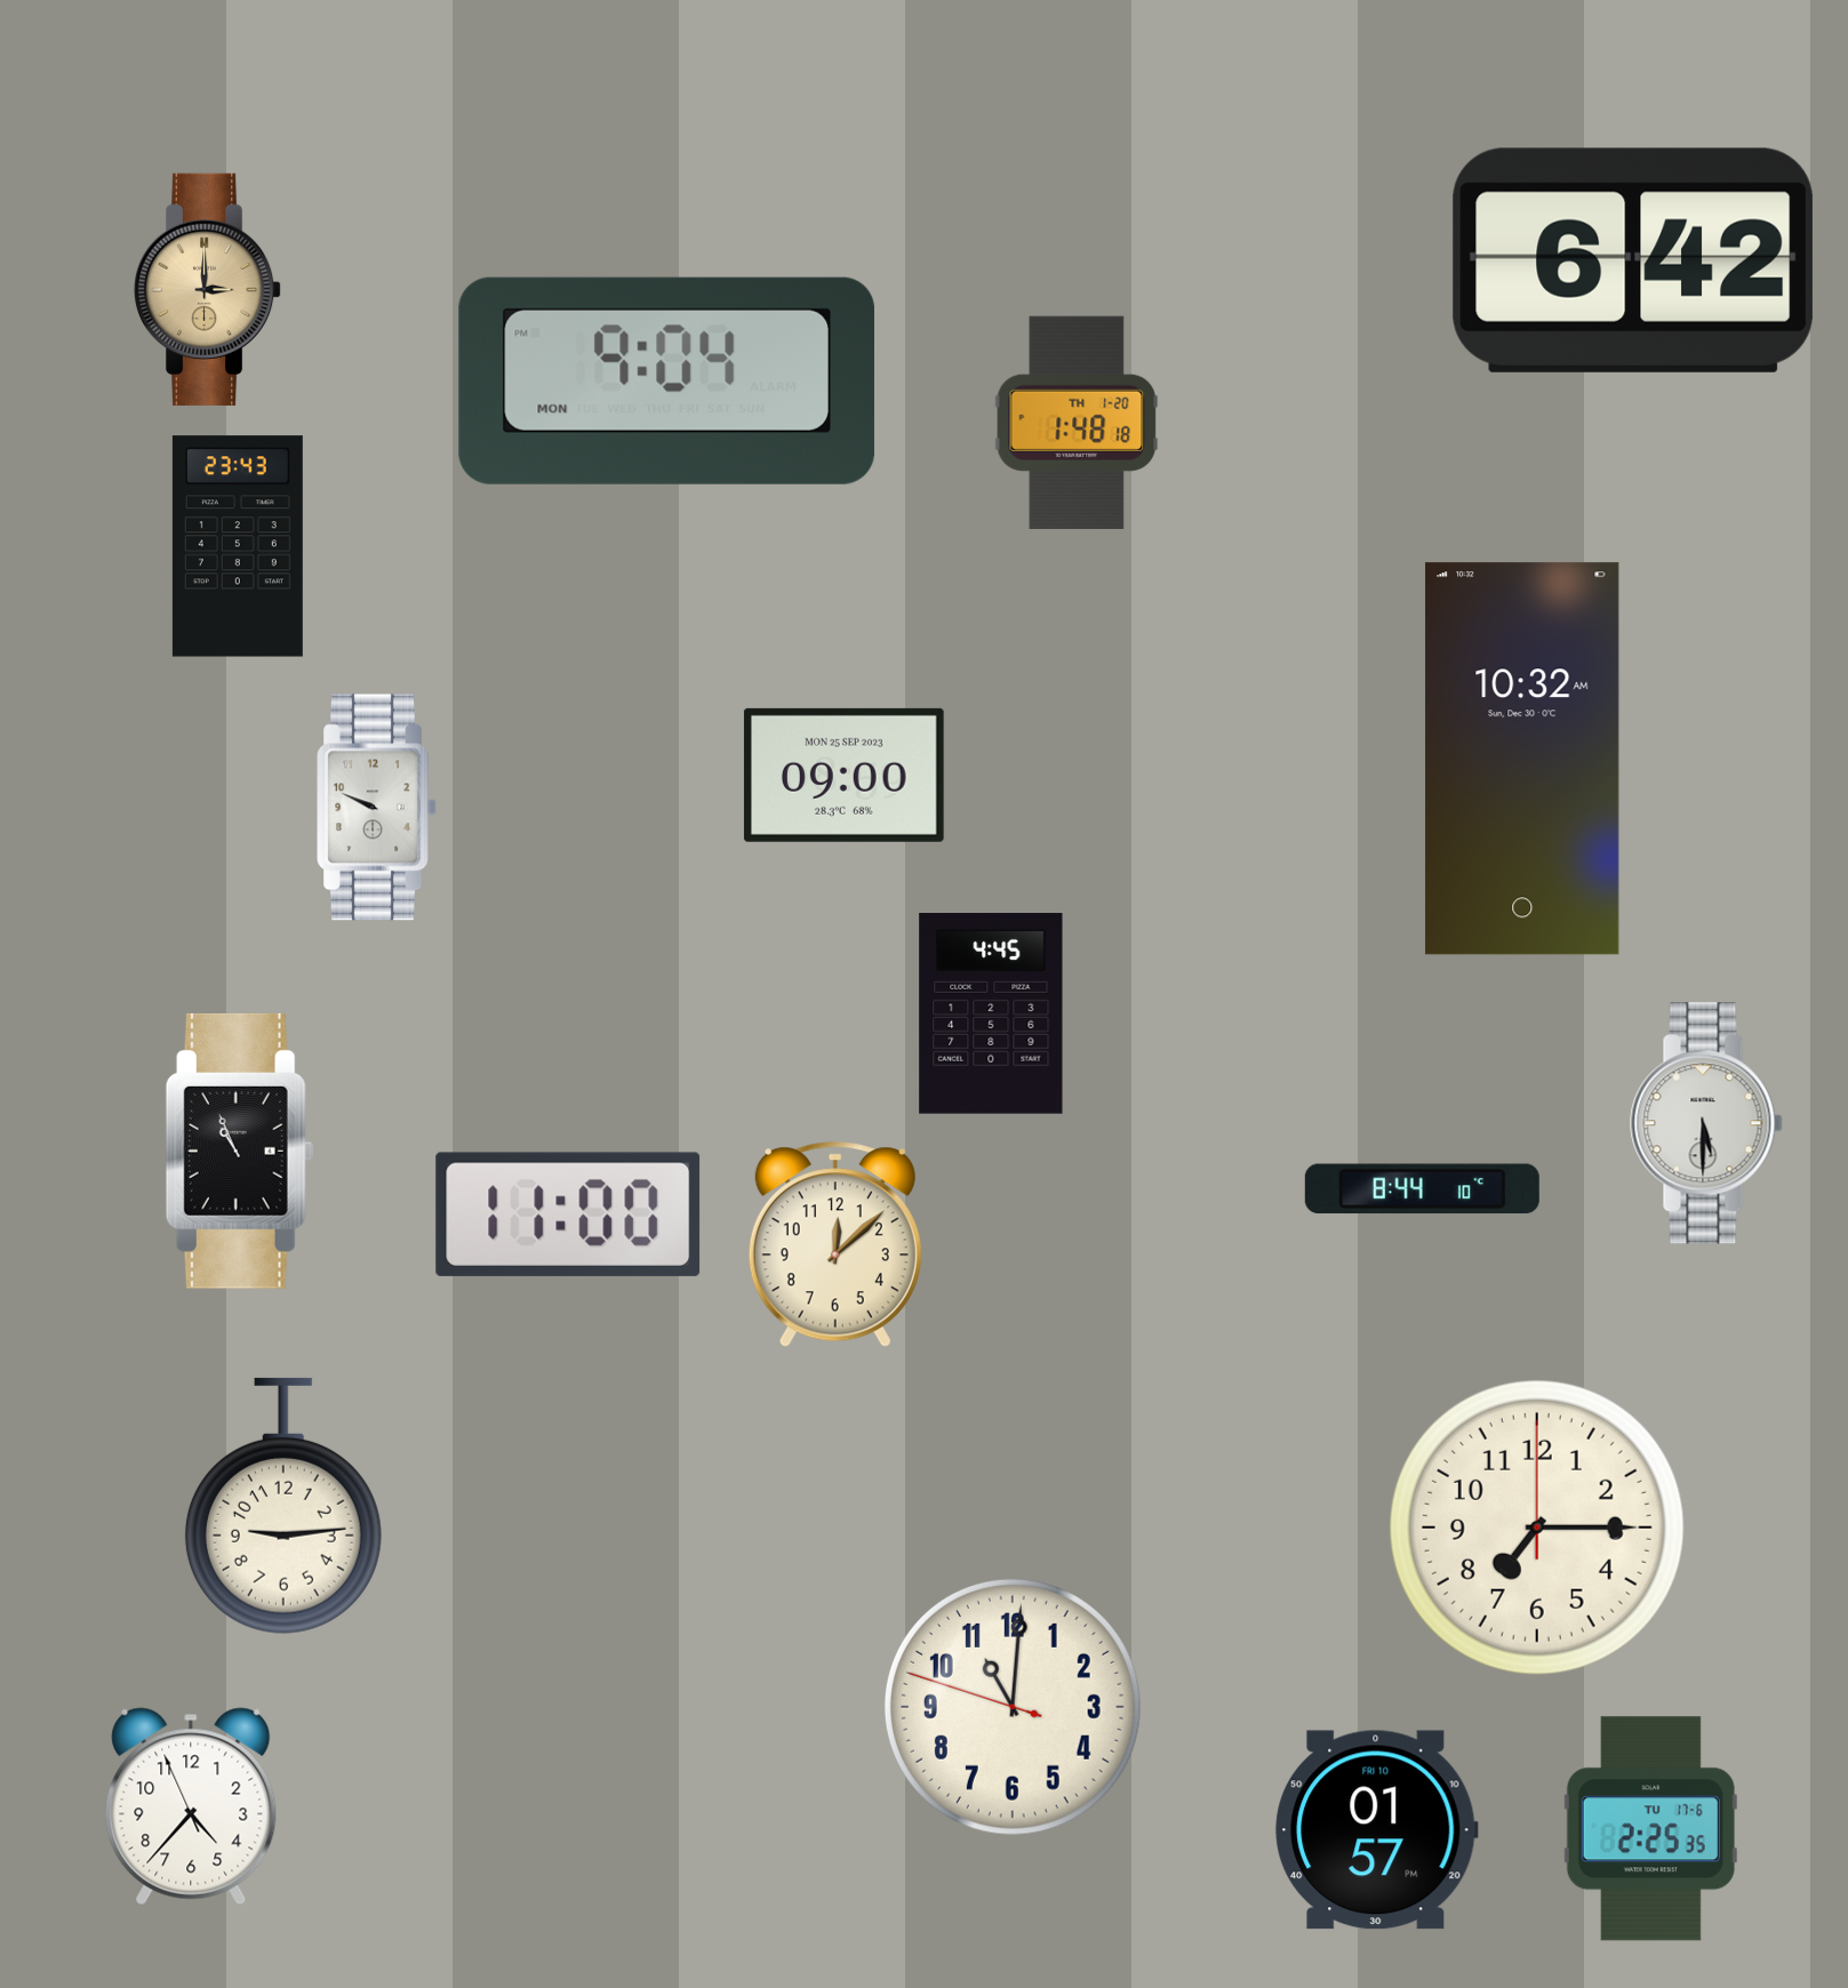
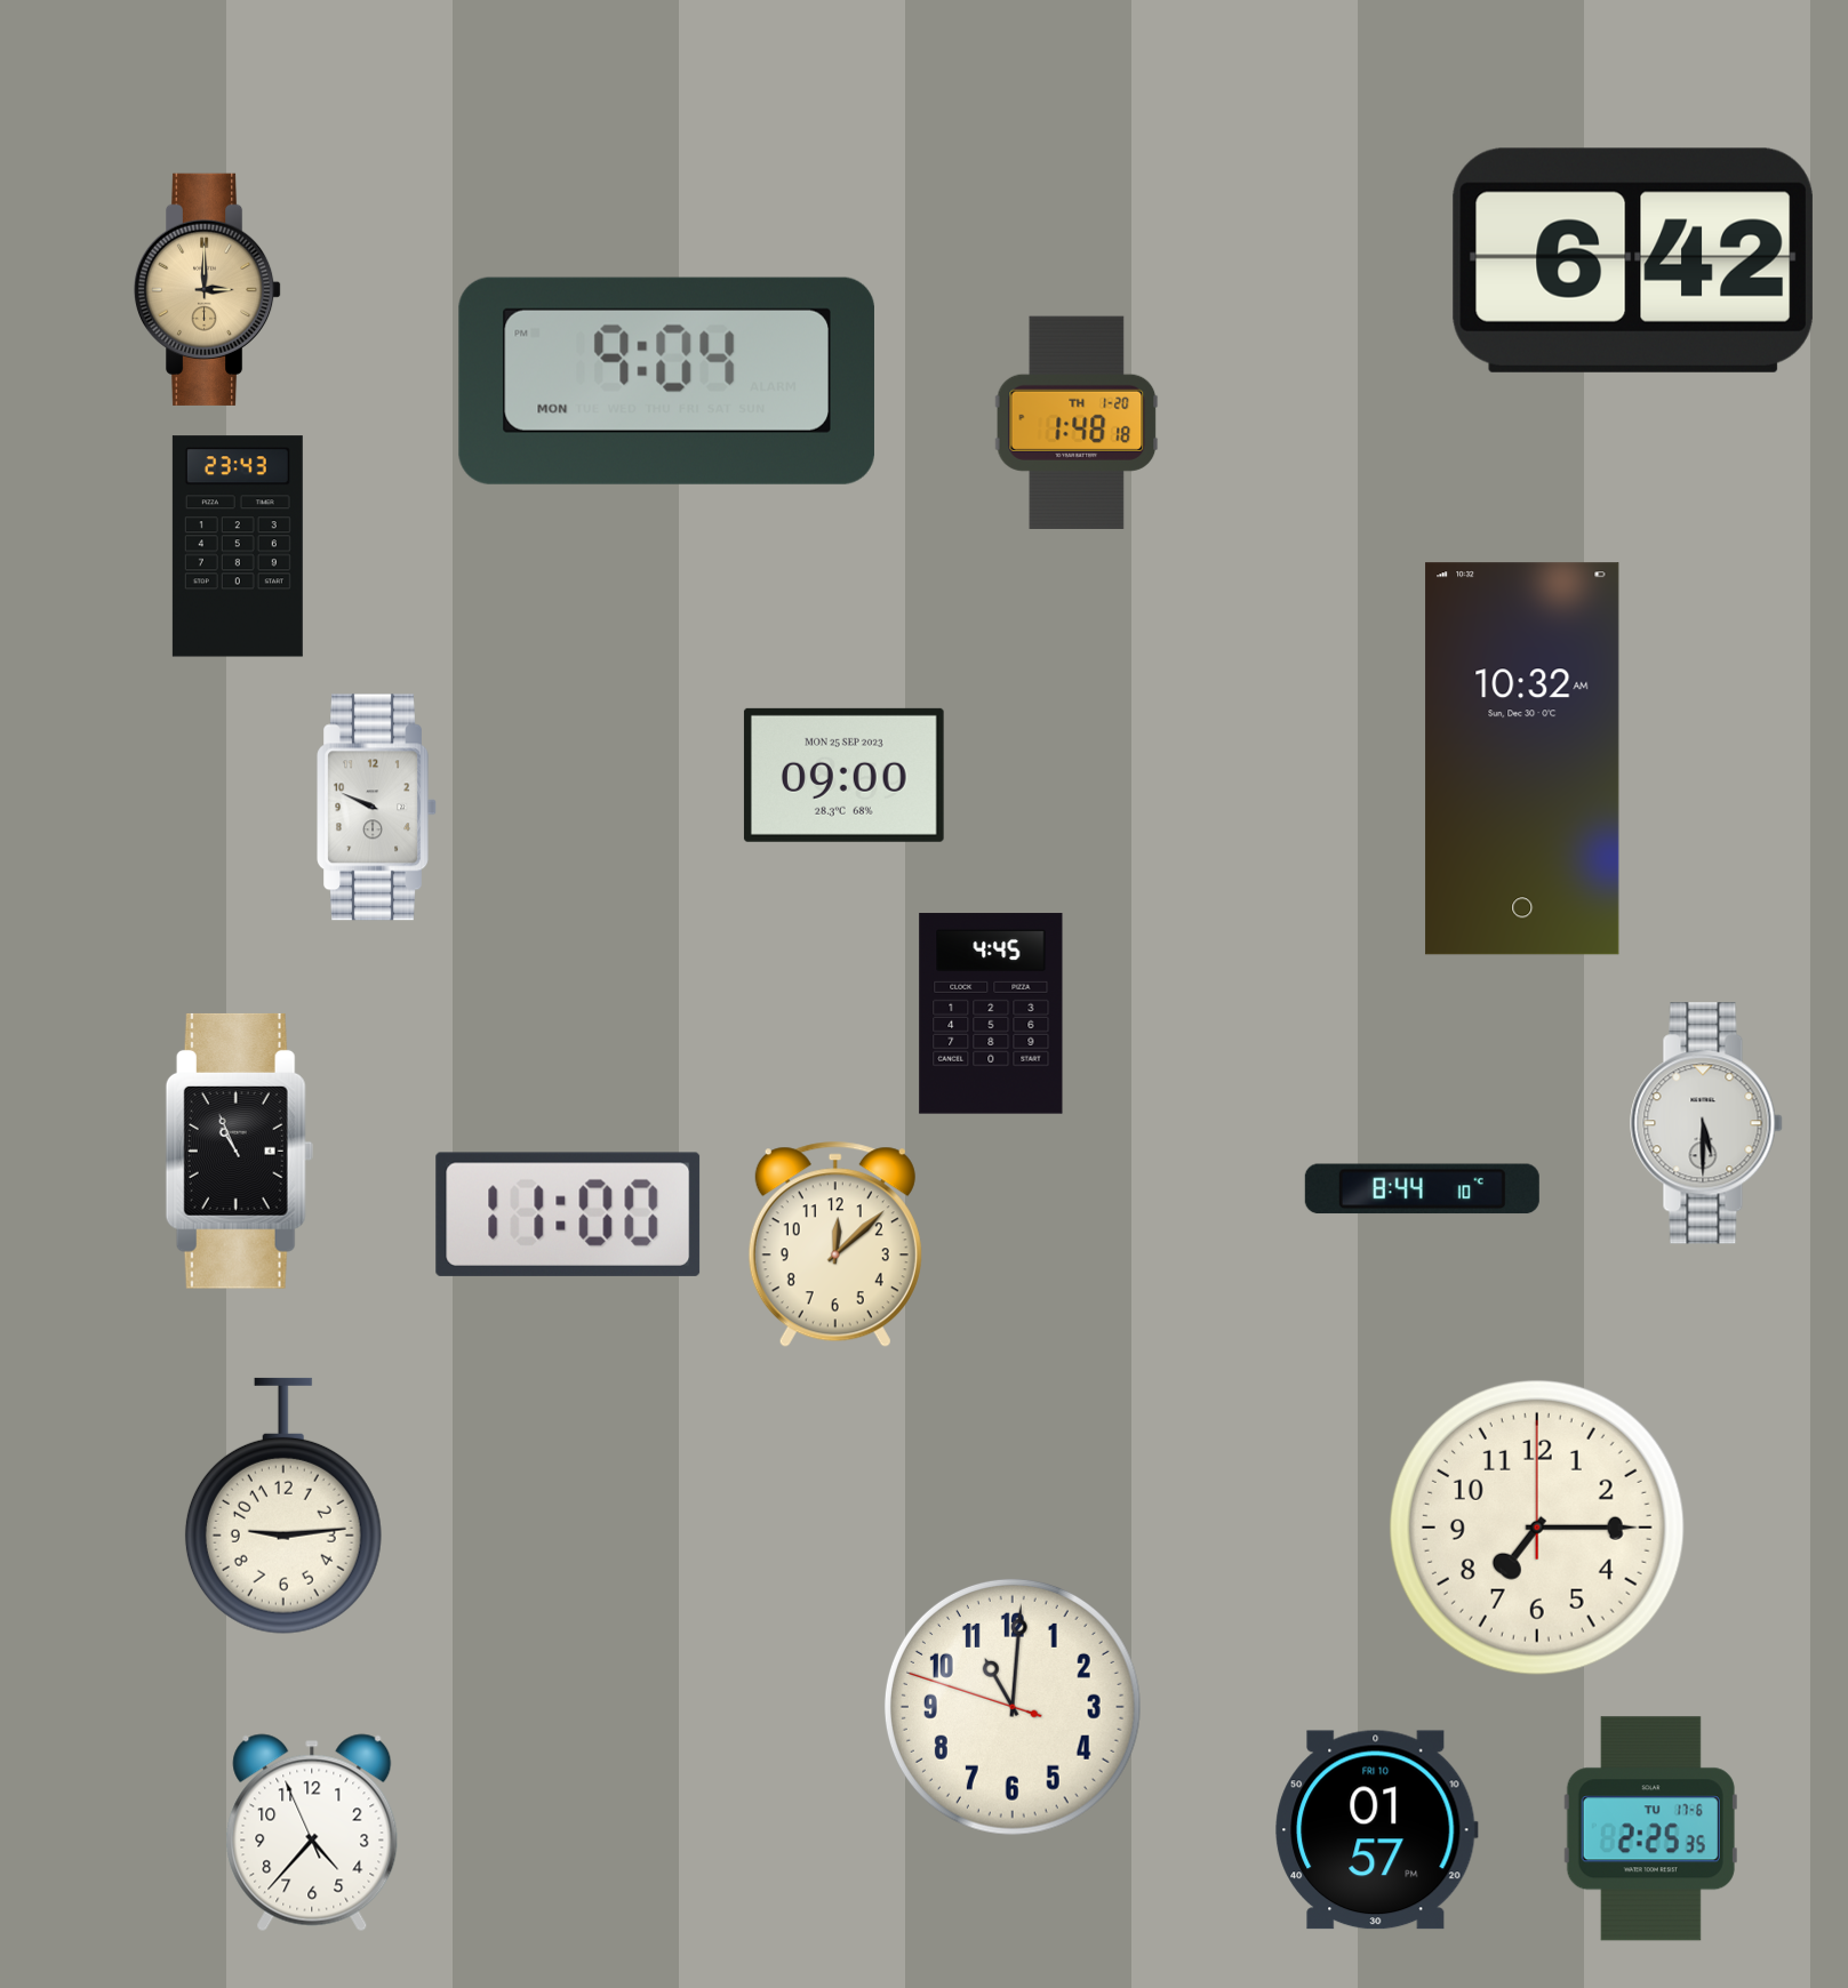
clock at (191, 1806) position: (191, 1806) -> (312, 1833)
